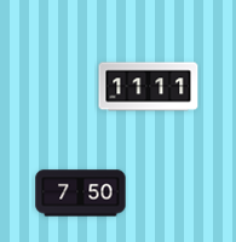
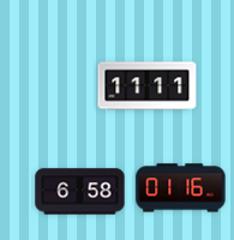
clock at (181, 188): none -> 01:16
clock at (81, 194): 7:50 -> 6:58
